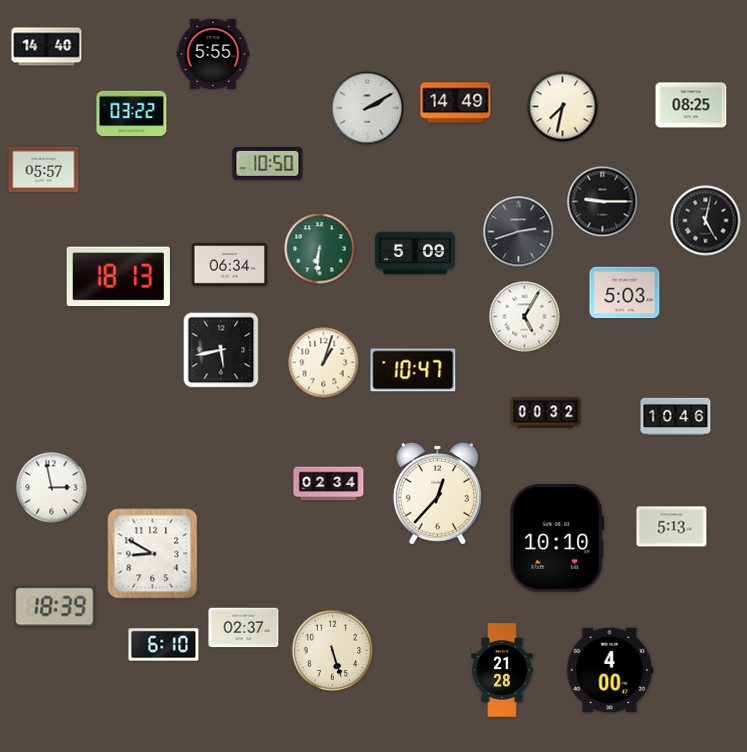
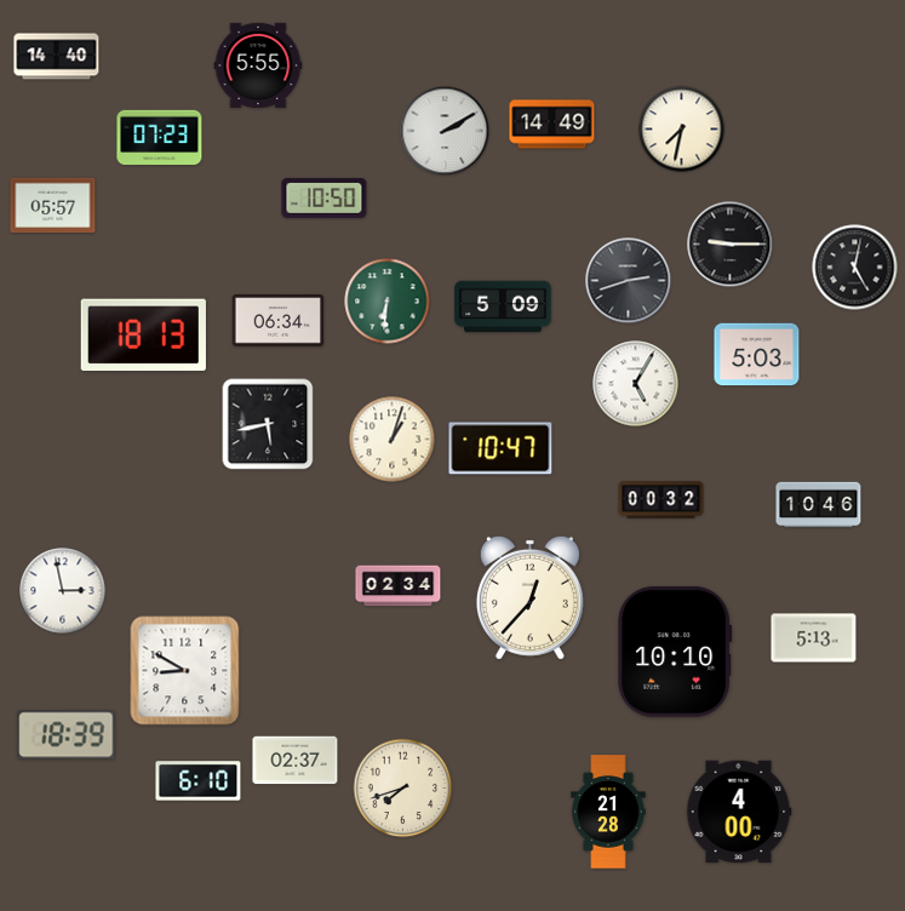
clock at (691, 105): 08:25 -> none
clock at (132, 114): 03:22 -> 07:23
clock at (333, 651): 5:27 -> 7:42
